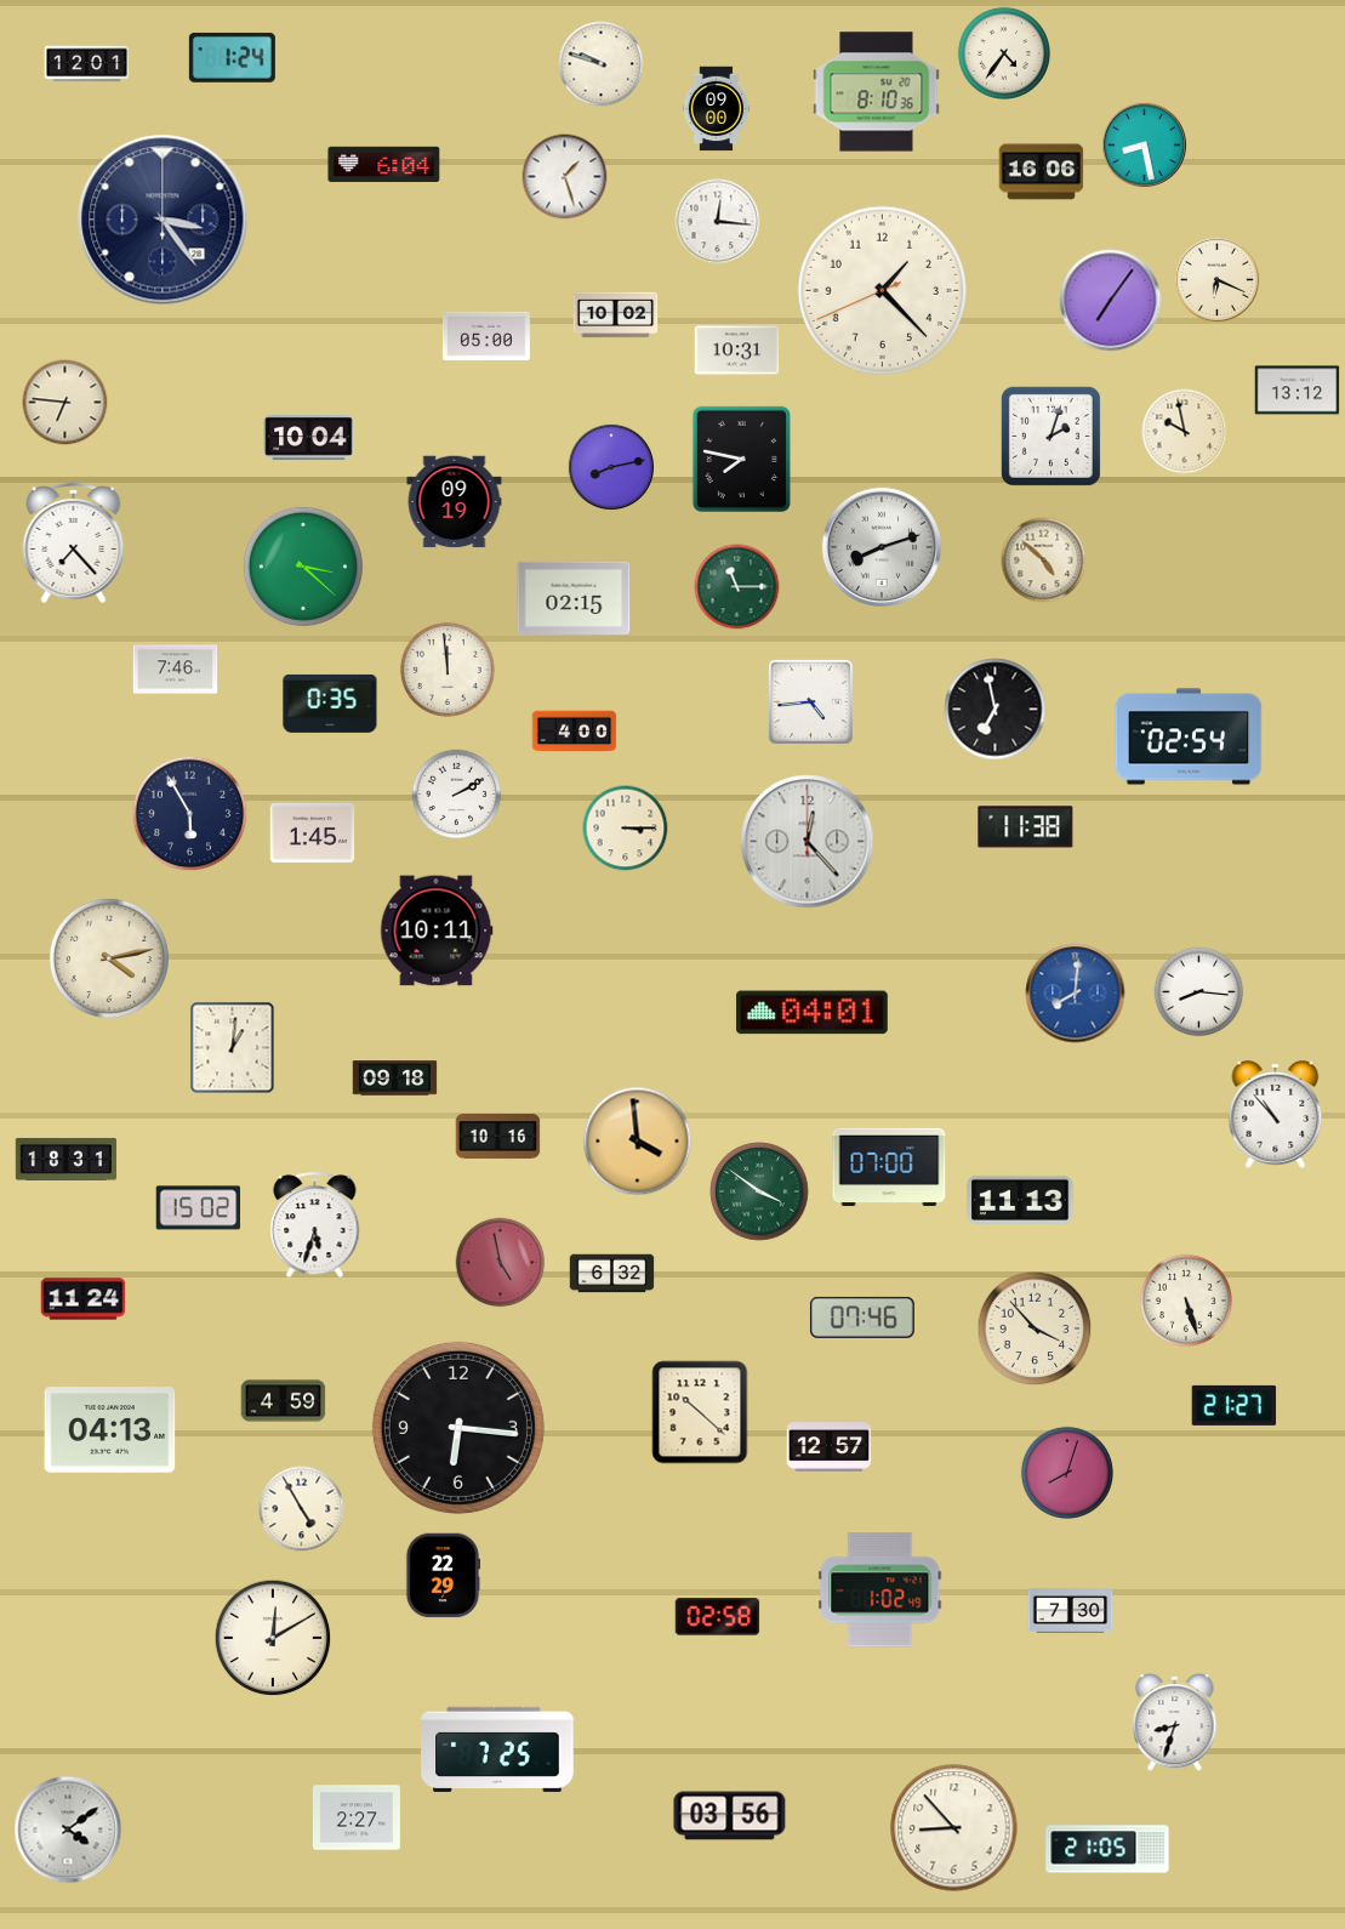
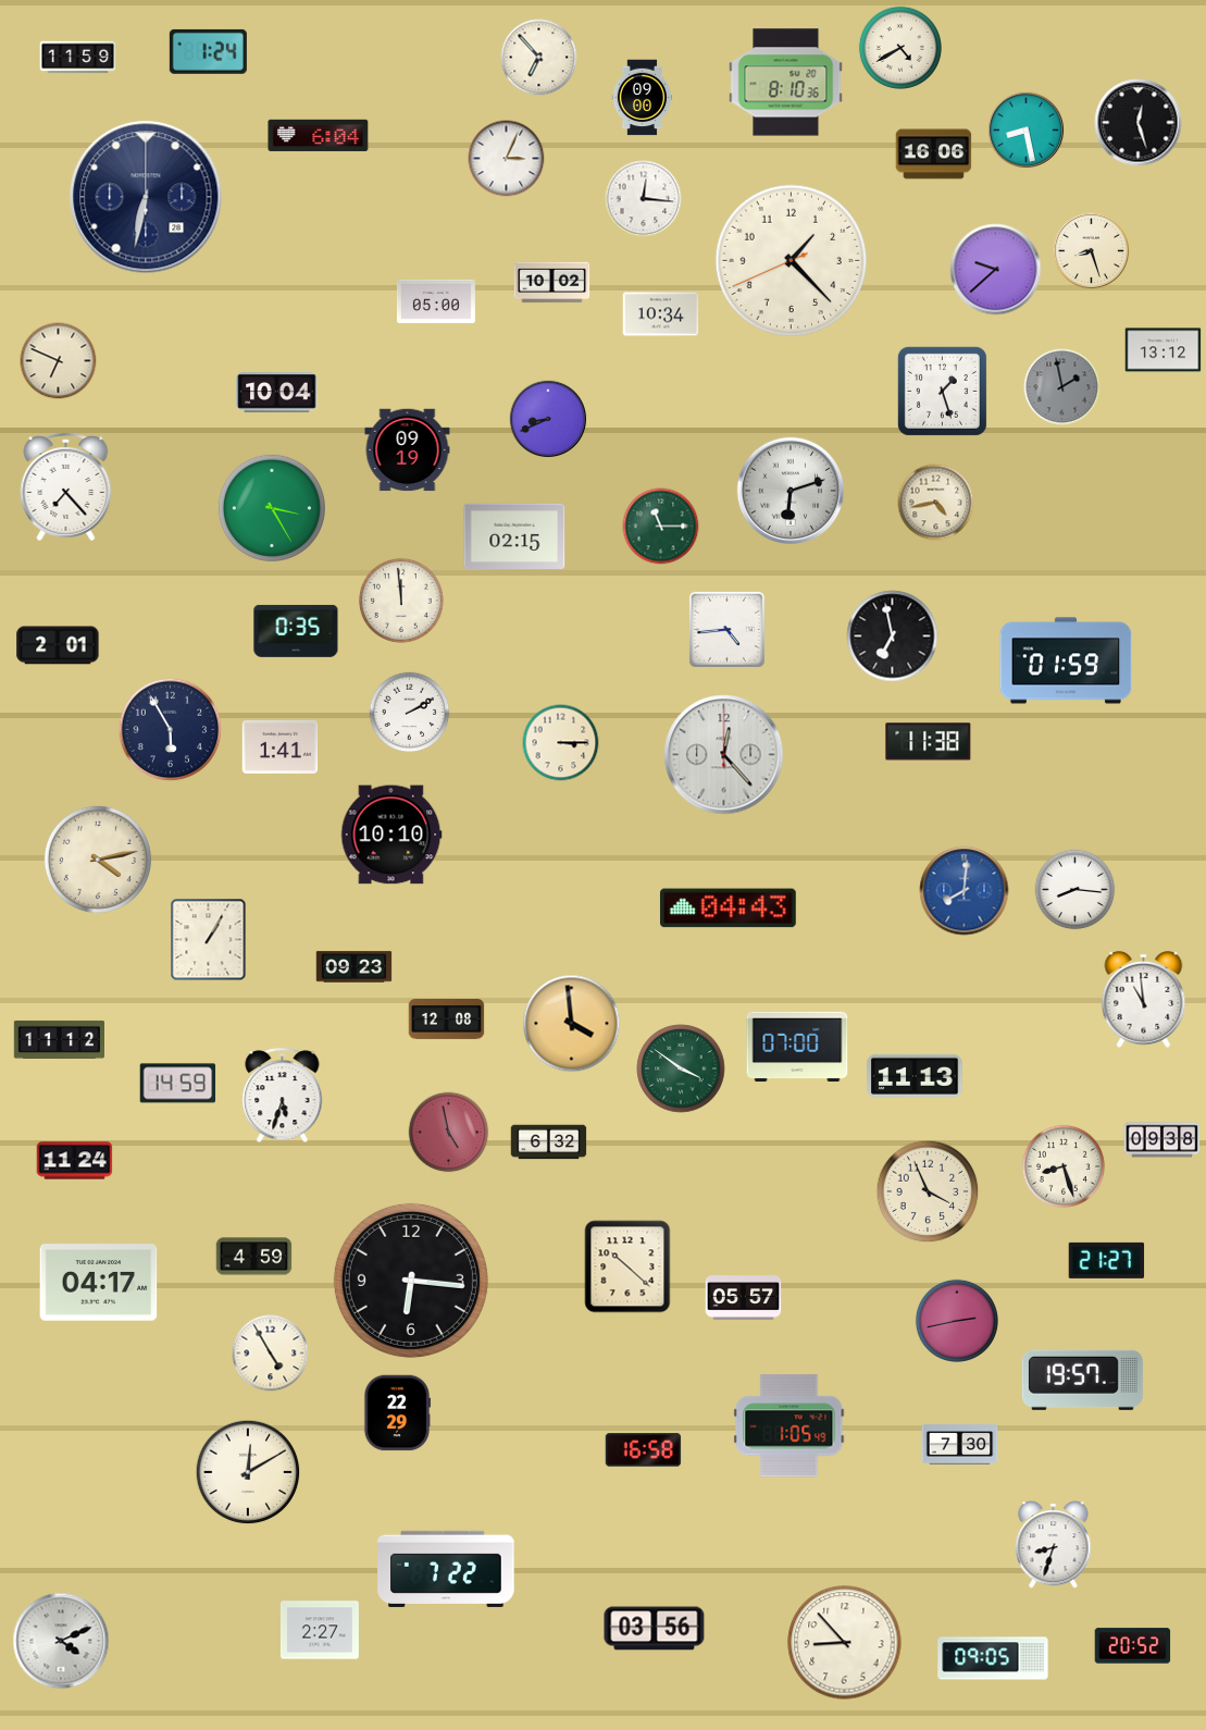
clock at (1004, 53): 4:36 -> 4:40
clock at (87, 64): 12:01 -> 11:59
clock at (602, 64): 9:48 -> 6:53
clock at (1139, 123): none -> 12:27
clock at (384, 164) position: (384, 164) -> (319, 135)
clock at (565, 177): 1:27 -> 3:04
clock at (163, 220): 3:24 -> 6:32
clock at (1218, 280): 6:19 -> 8:27
clock at (1111, 301): 7:06 -> 9:38
clock at (737, 351): 10:31 -> 10:34
clock at (65, 403): 6:46 -> 6:49
clock at (1185, 432): 9:58 -> 1:58
clock at (1185, 432) dial: cream -> grey
clock at (1050, 436): 2:03 -> 1:27
clock at (741, 459): 7:47 -> none
clock at (610, 466): 8:13 -> 8:41
clock at (880, 546): 8:12 -> 6:12
clock at (1044, 561): 4:52 -> 4:43
clock at (303, 567): 3:22 -> 3:25
clock at (176, 670): 7:46 -> none
clock at (58, 645): none -> 2:01
clock at (575, 732): 4:00 -> none
clock at (1189, 736): 02:54 -> 01:59
clock at (1026, 827) position: (1026, 827) -> (929, 742)
clock at (313, 832): 1:45 -> 1:41
clock at (437, 931): 10:11 -> 10:10
clock at (811, 1013): 04:01 -> 04:43
clock at (233, 1048): 1:01 -> 1:05
clock at (395, 1079): 09:18 -> 09:23
clock at (1276, 1114): 10:53 -> 10:59
clock at (498, 1137): 10:16 -> 12:08
clock at (65, 1159): 18:31 -> 11:12
clock at (199, 1208): 15:02 -> 14:59
clock at (315, 1225) position: (315, 1225) -> (283, 1096)
clock at (1163, 1140): none -> 09:38
clock at (84, 1299) position: (84, 1299) -> (75, 1161)
clock at (1186, 1301): 5:27 -> 8:27
clock at (862, 1318): 07:46 -> none
clock at (1035, 1328): 3:53 -> 3:56
clock at (110, 1430): 04:13 -> 04:17
clock at (830, 1447): 12:57 -> 05:57
clock at (1067, 1473): 8:03 -> 2:43
clock at (1082, 1380): none -> 19:57
clock at (880, 1591): 1:02 -> 1:05
clock at (718, 1617): 02:58 -> 16:58
clock at (273, 1638) position: (273, 1638) -> (248, 1472)
clock at (497, 1749): 7:25 -> 7:22
clock at (954, 1828) position: (954, 1828) -> (845, 1643)
clock at (68, 1830): 4:09 -> 4:11
clock at (1133, 1646): none -> 20:52
clock at (1107, 1849): 21:05 -> 09:05
